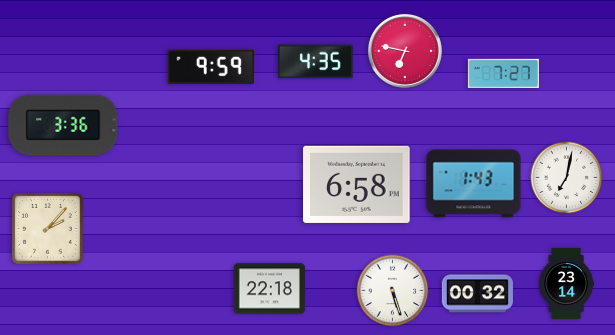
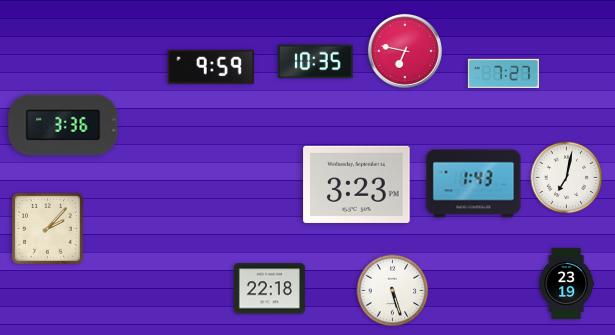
clock at (316, 62): 4:35 -> 10:35
clock at (357, 184): 6:58 -> 3:23
clock at (566, 283): 23:14 -> 23:19
clock at (477, 294): 00:32 -> none
